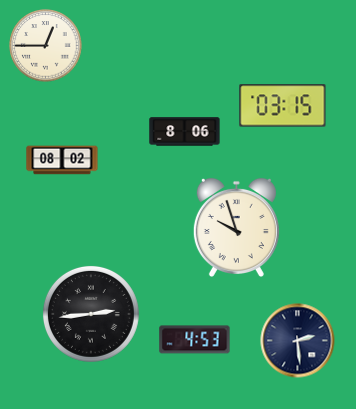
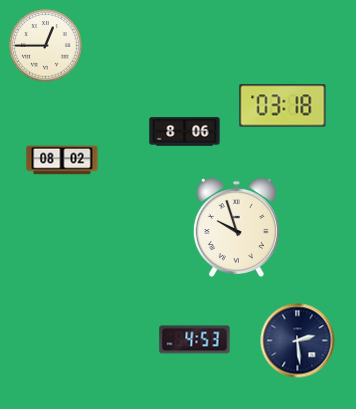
clock at (283, 106): 03:15 -> 03:18
clock at (91, 314): 2:44 -> none
